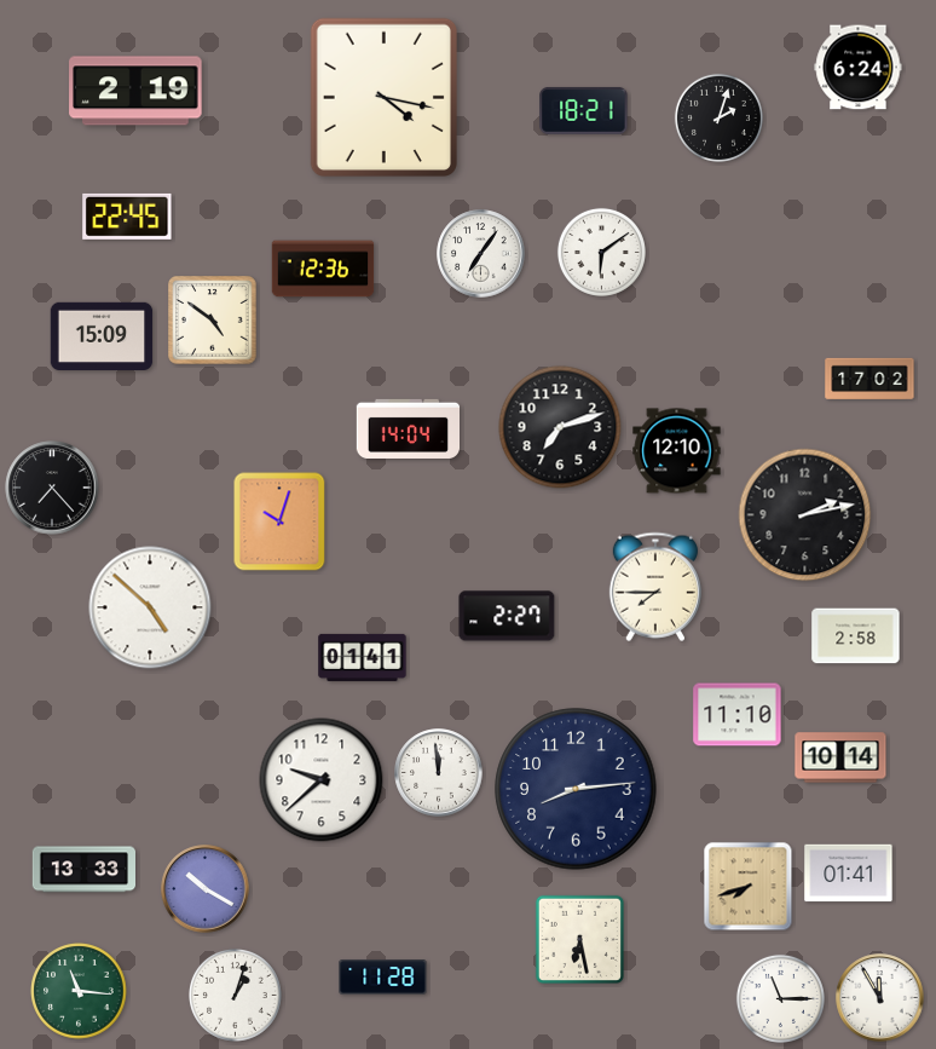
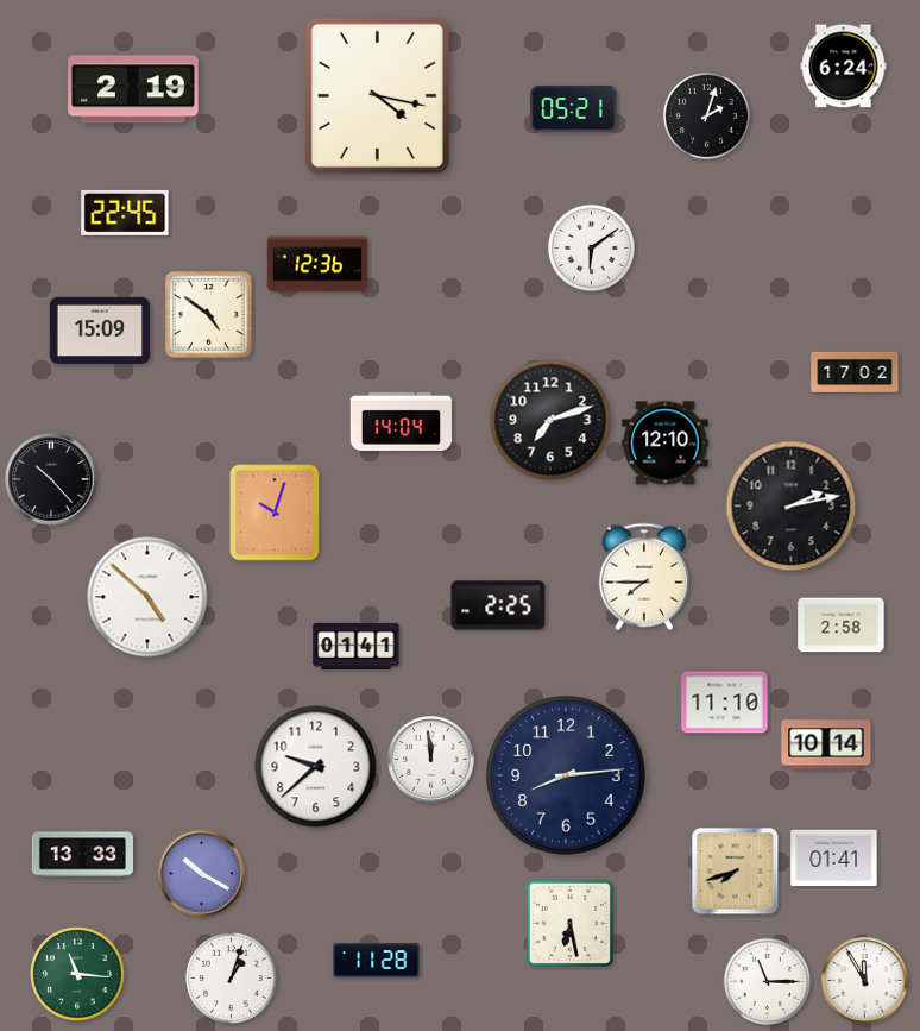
clock at (584, 110): 18:21 -> 05:21
clock at (481, 254): 7:06 -> none
clock at (52, 488): 7:23 -> 10:23
clock at (507, 616): 2:27 -> 2:25
